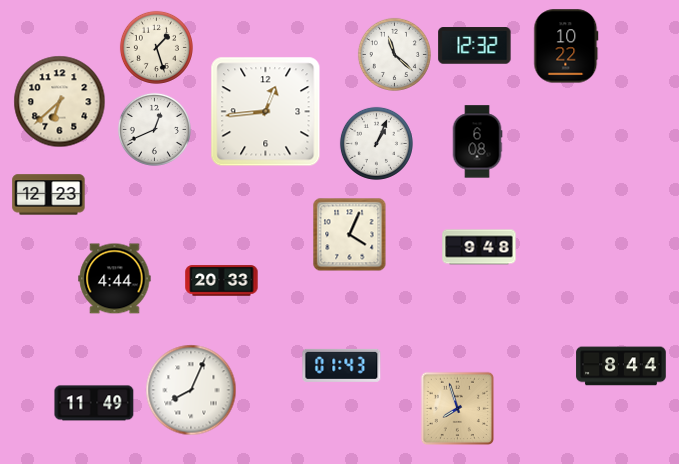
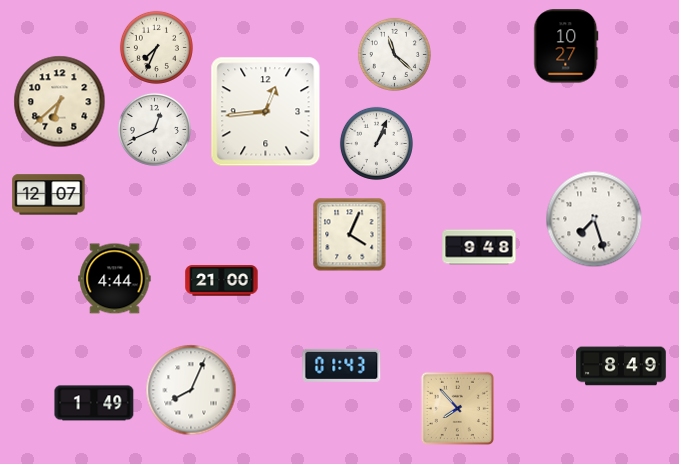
clock at (475, 46): 12:32 -> none
clock at (566, 46): 10:22 -> 10:27
clock at (156, 47): 1:27 -> 7:34
clock at (477, 142): 6:08 -> none
clock at (49, 195): 12:23 -> 12:07
clock at (594, 219): none -> 7:27
clock at (222, 281): 20:33 -> 21:00
clock at (621, 366): 8:44 -> 8:49
clock at (94, 403): 11:49 -> 1:49
clock at (457, 408): 7:57 -> 7:53
